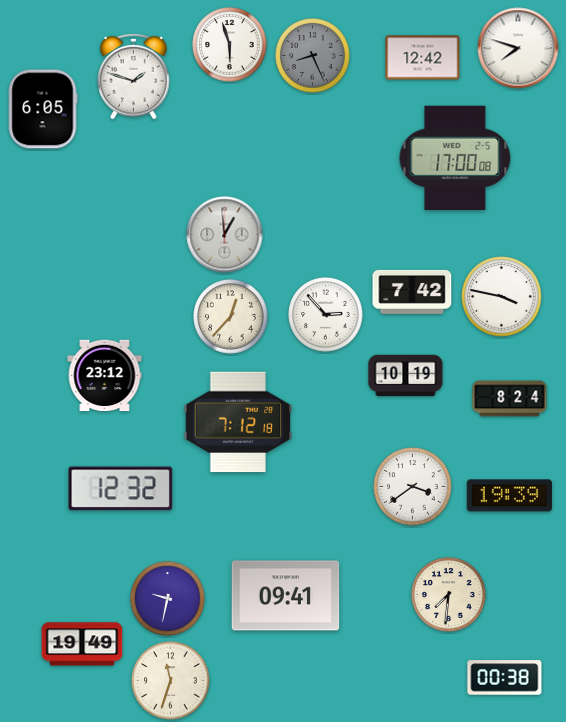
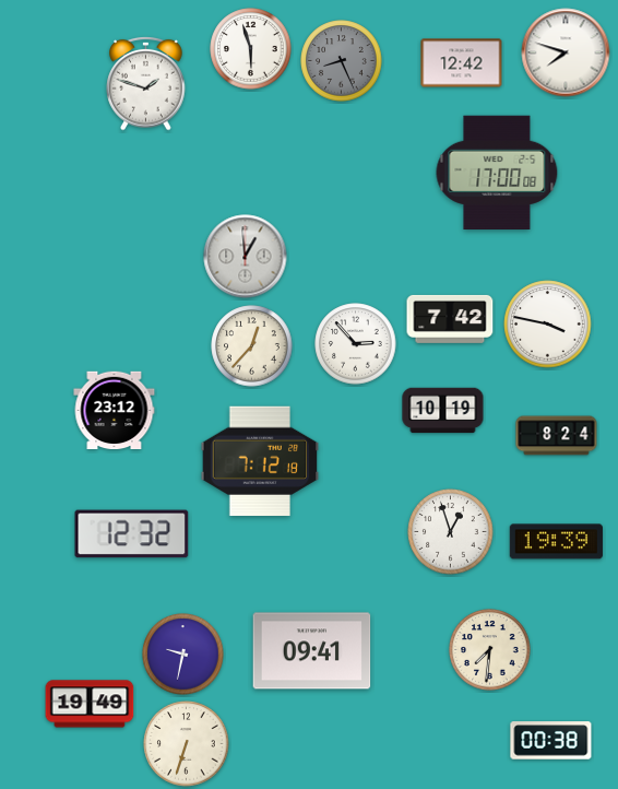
clock at (43, 109): 6:05 -> none
clock at (413, 487): 3:39 -> 12:57
clock at (171, 681): 11:33 -> 6:33
